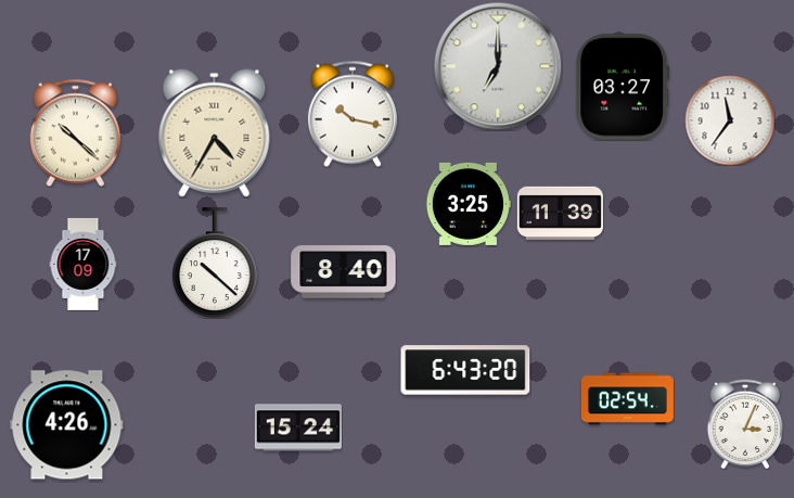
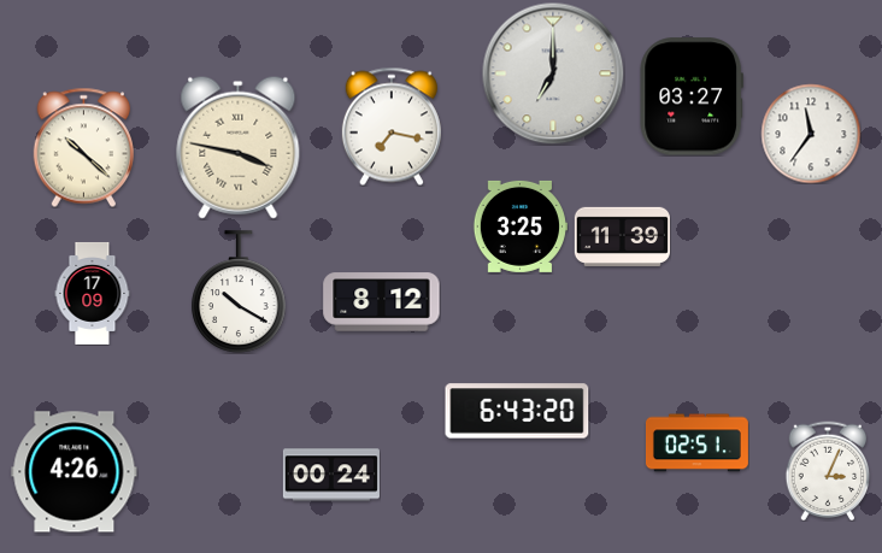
clock at (353, 114): 10:17 -> 7:17
clock at (215, 132): 4:35 -> 3:47
clock at (215, 263): 10:22 -> 10:20
clock at (344, 272): 8:40 -> 8:12
clock at (627, 399): 02:54 -> 02:51
clock at (298, 427): 15:24 -> 00:24
